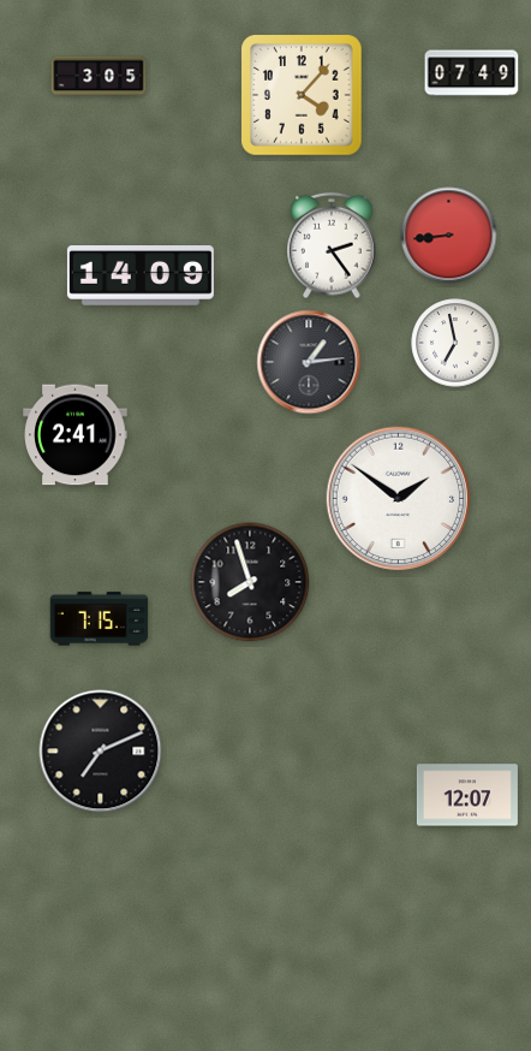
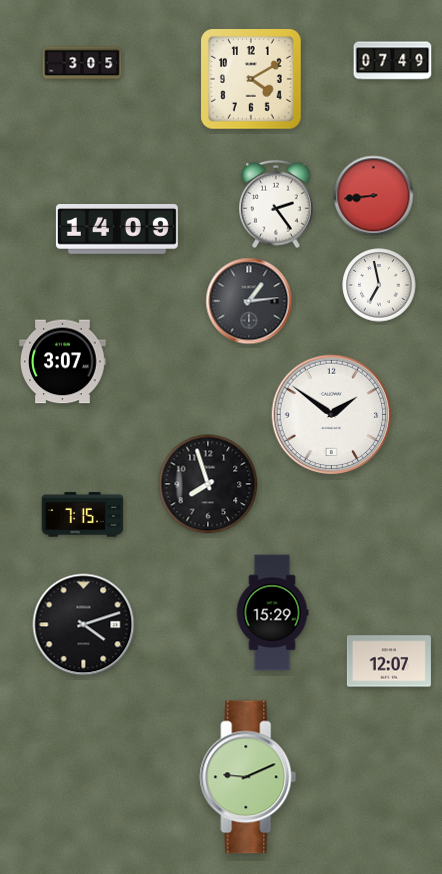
clock at (302, 95): 4:07 -> 4:10
clock at (309, 362) position: (309, 362) -> (249, 301)
clock at (76, 435): 2:41 -> 3:07
clock at (272, 613): none -> 15:29
clock at (101, 752): 7:11 -> 4:12
clock at (248, 777): none -> 9:11
